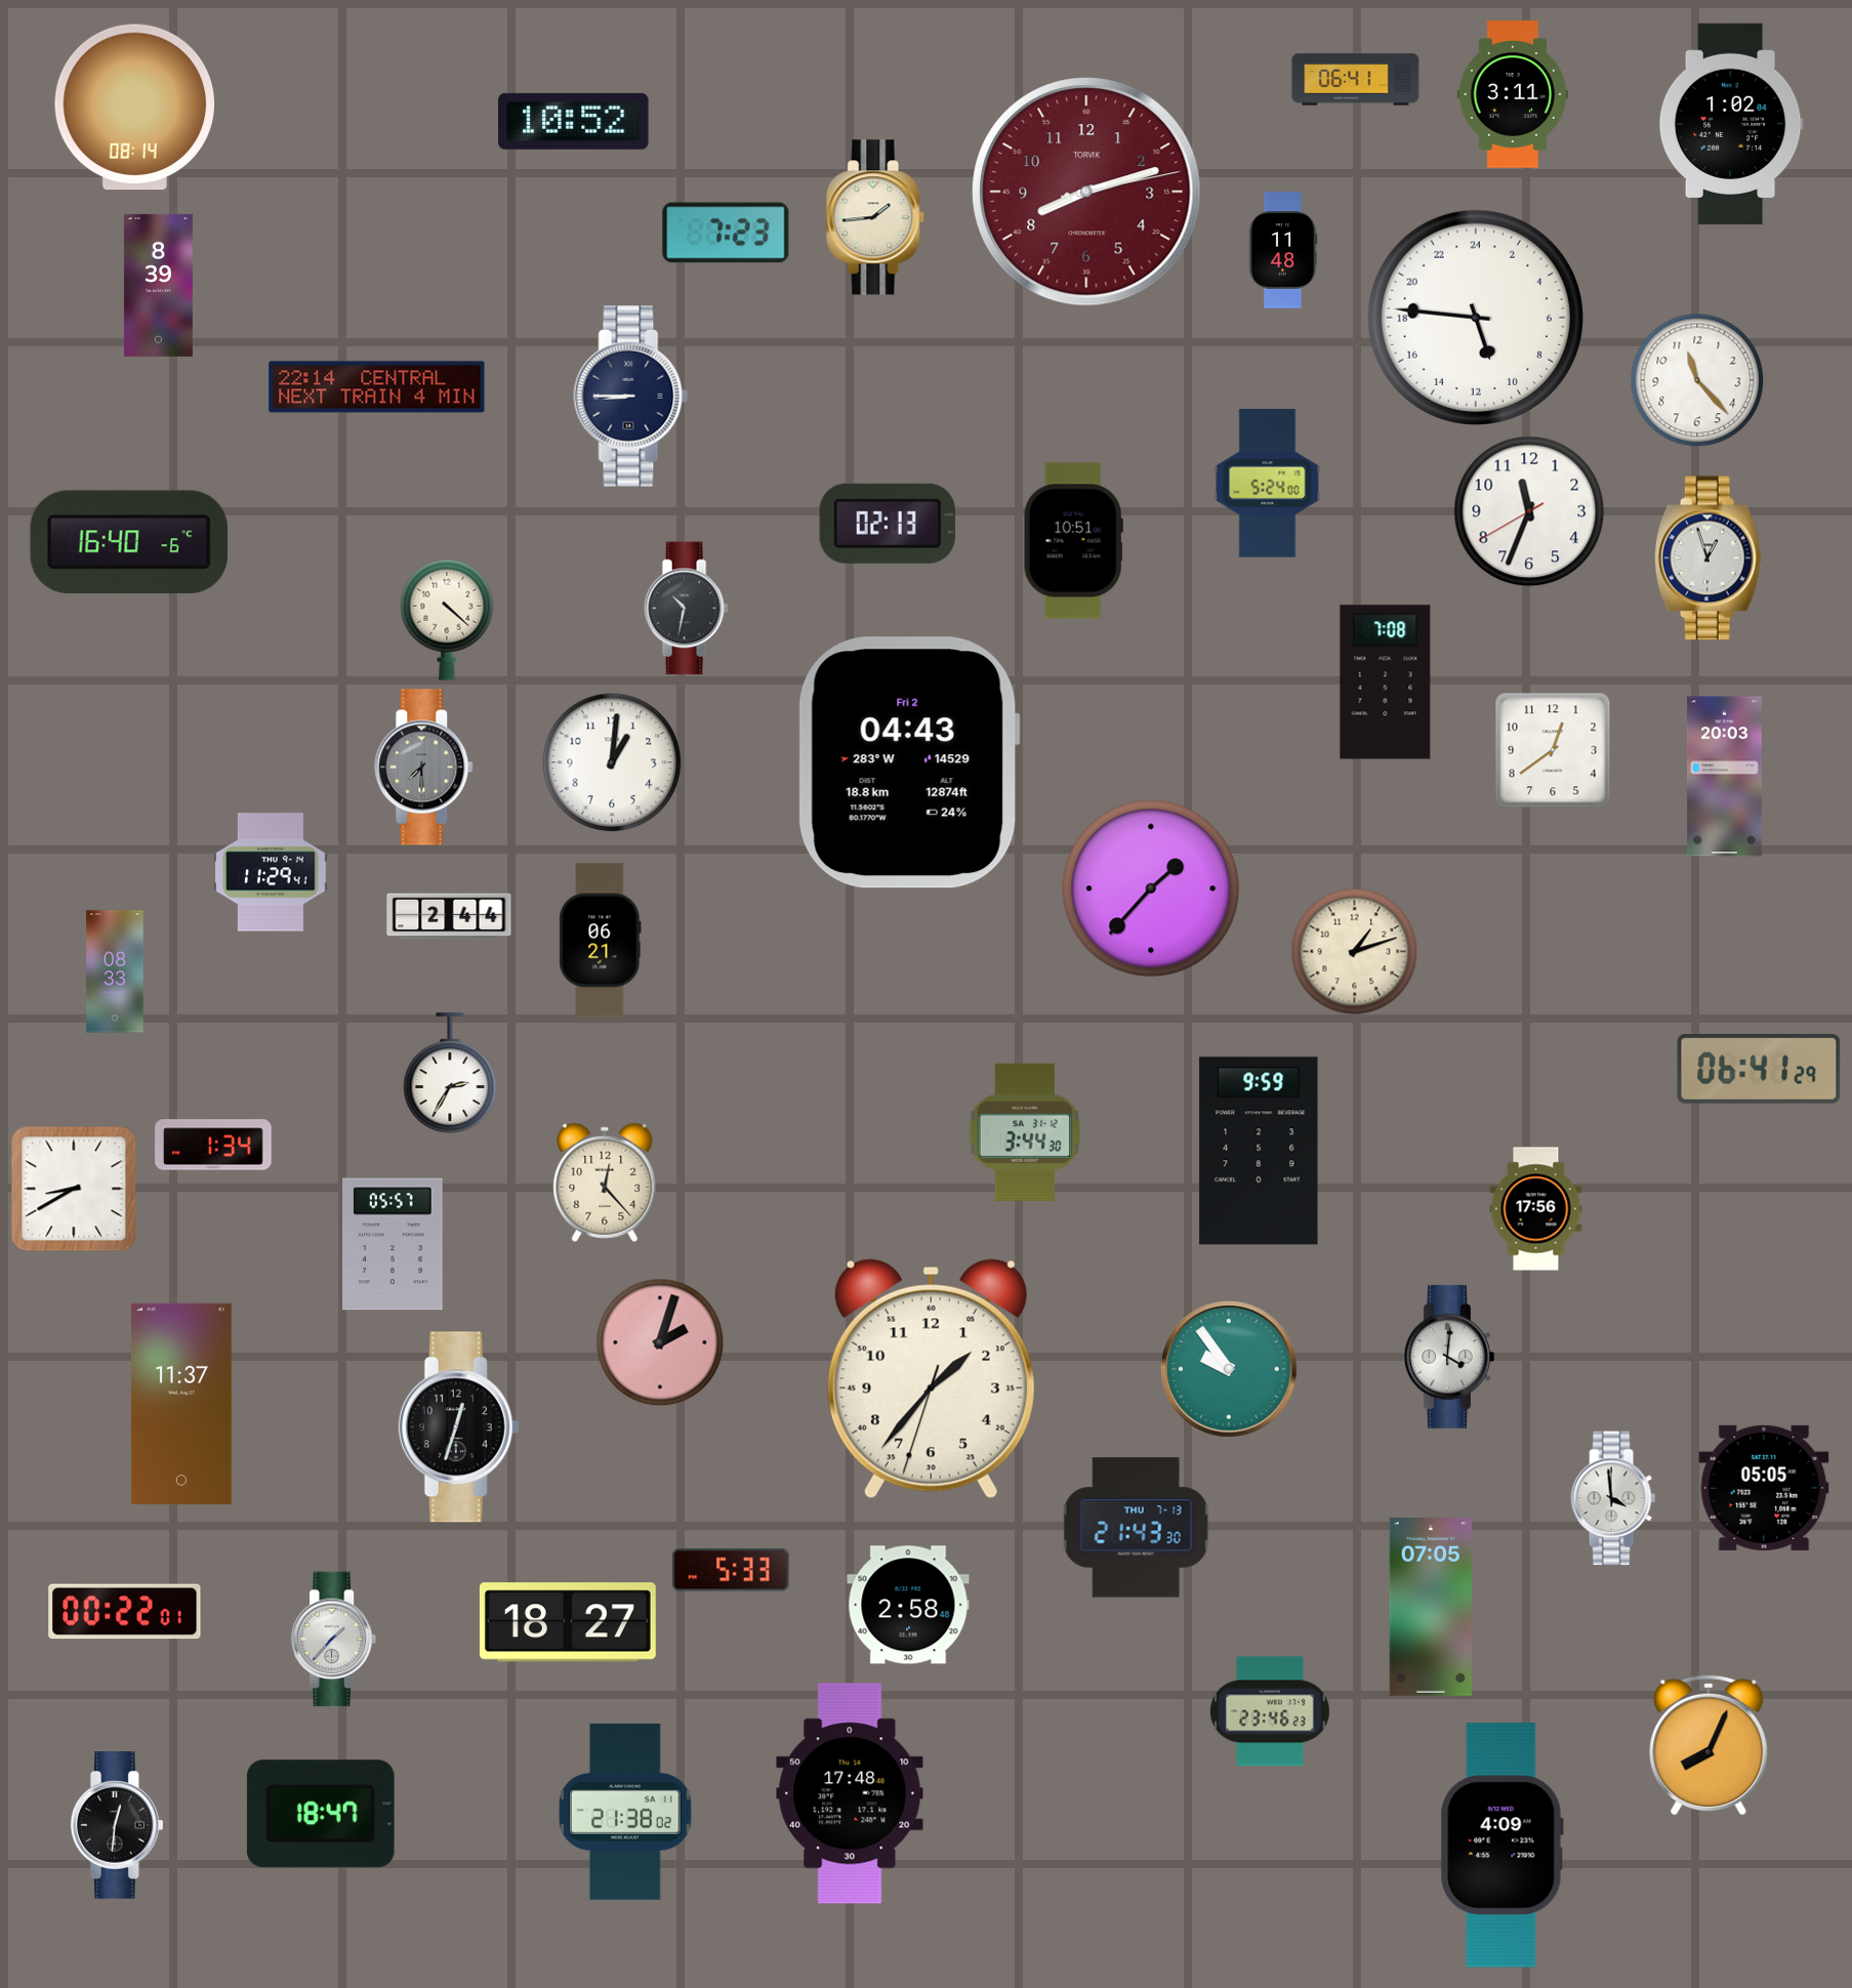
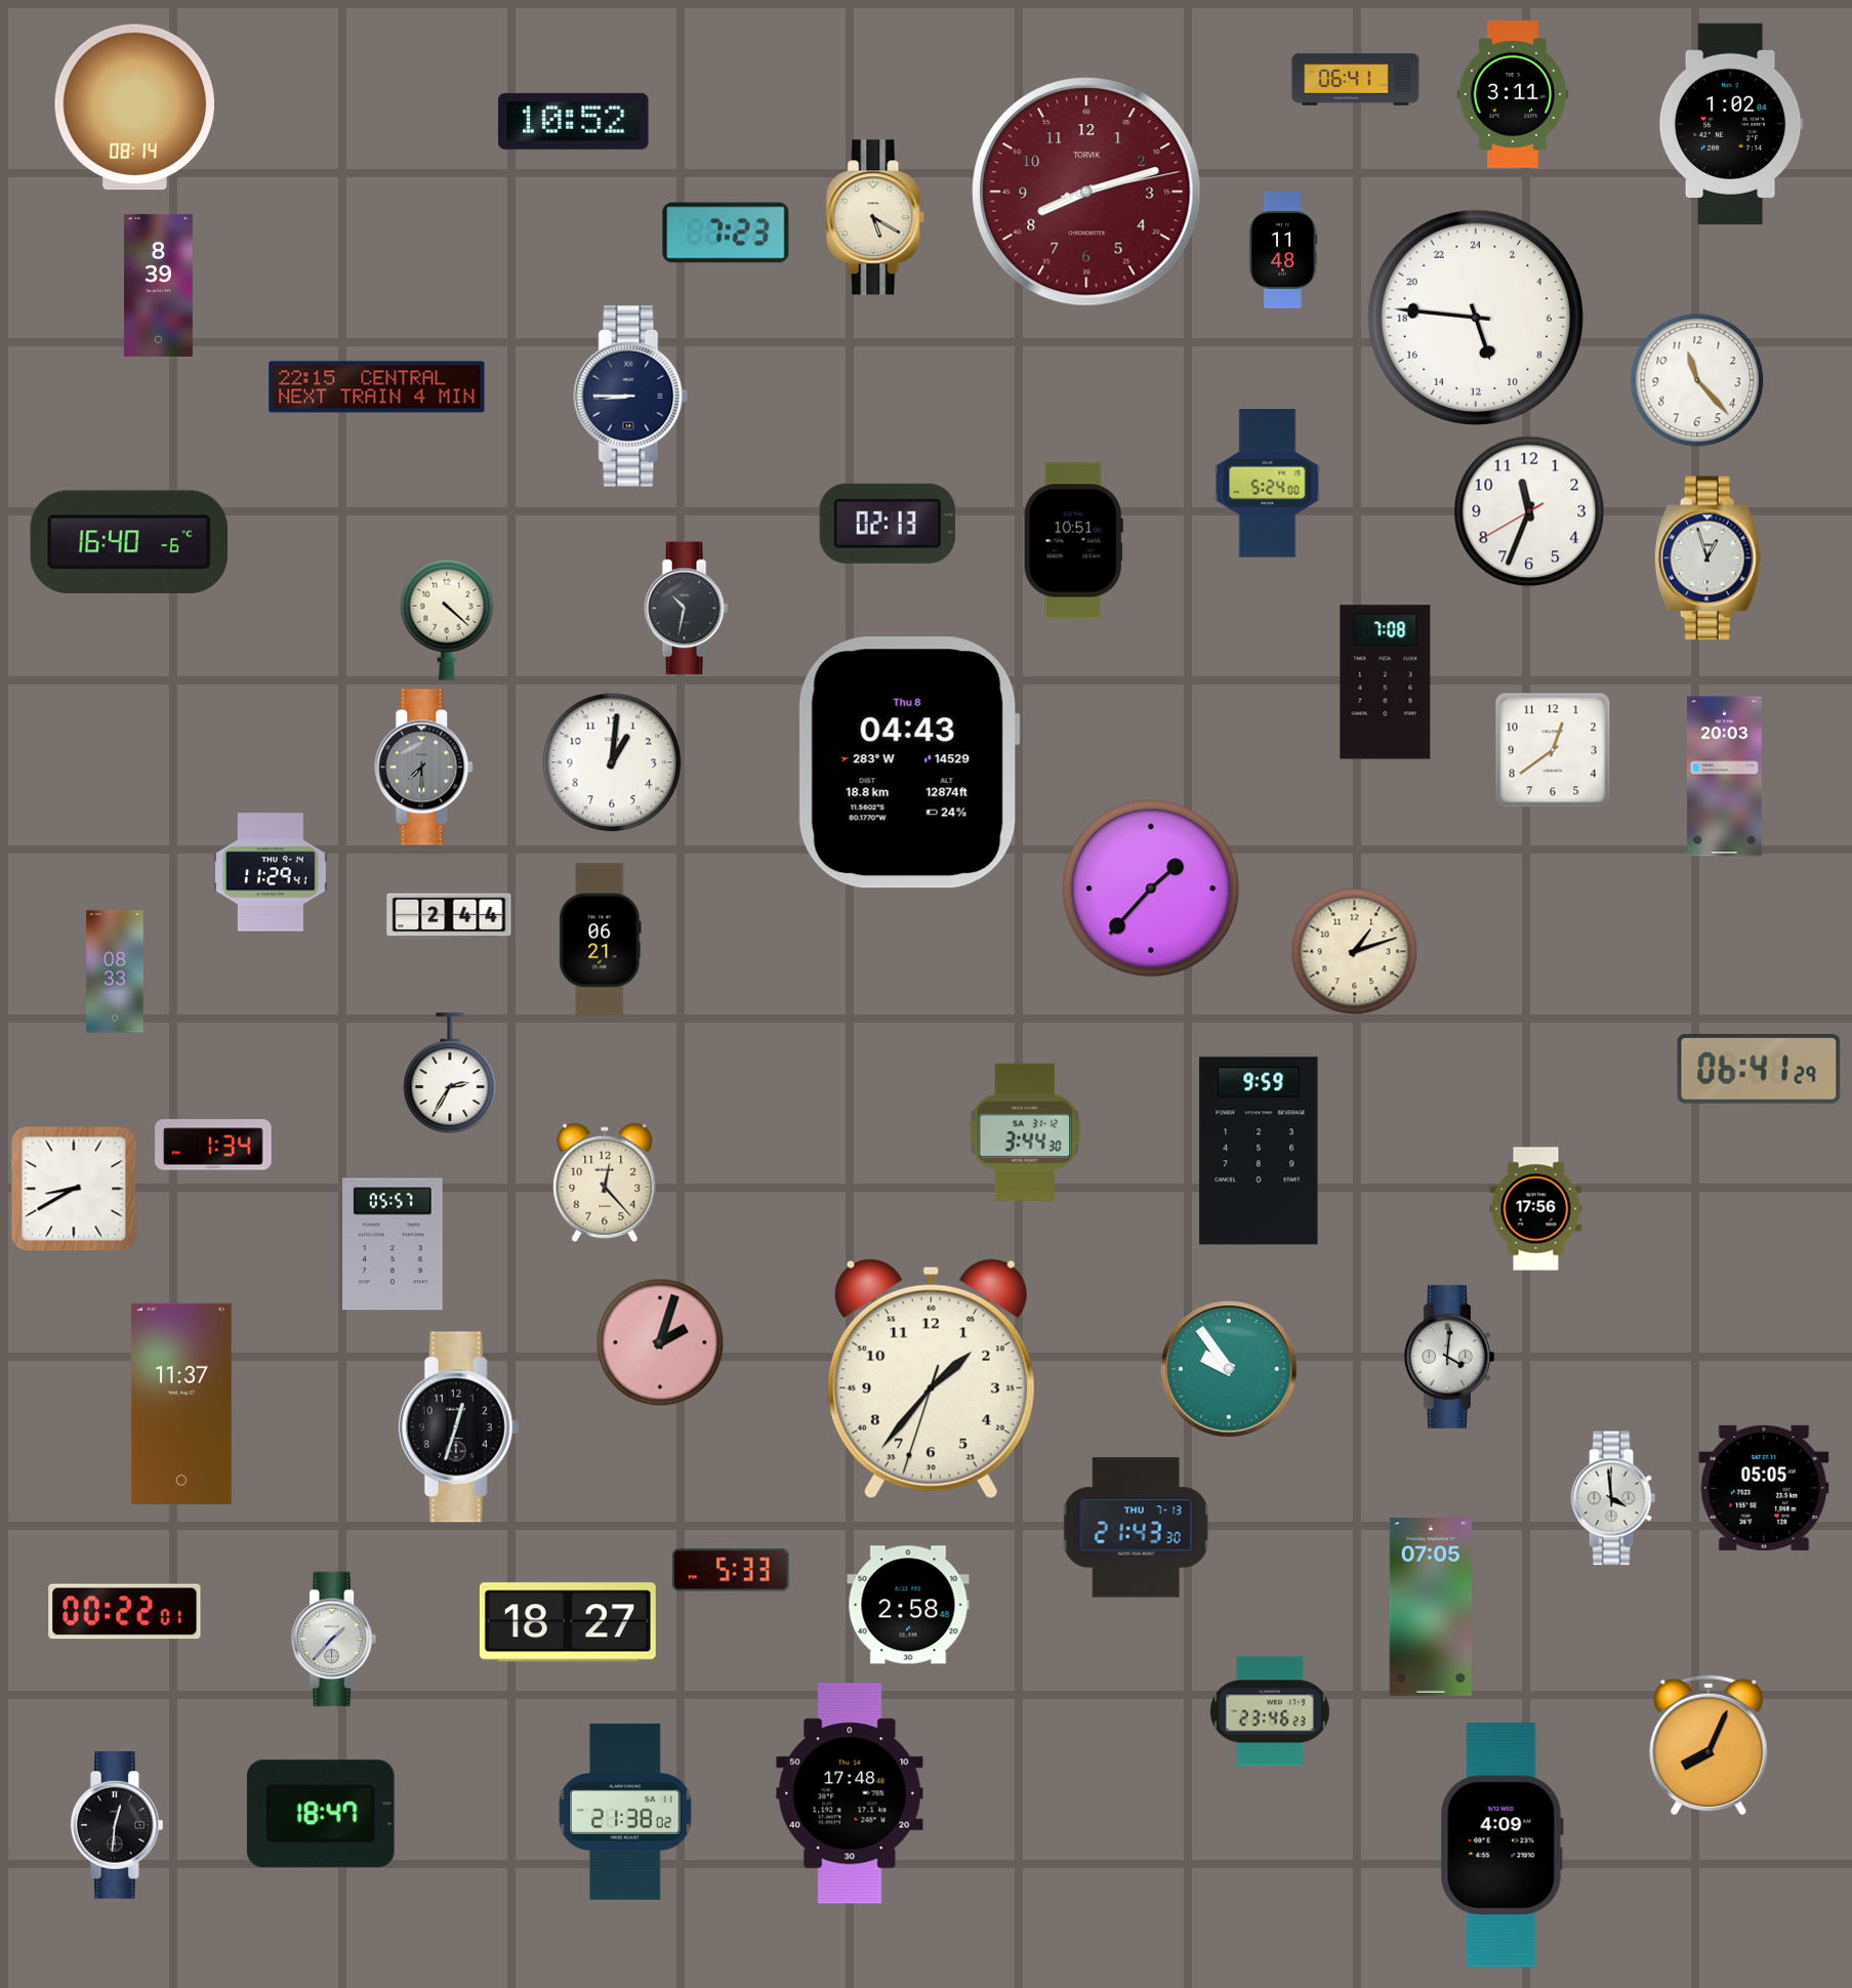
clock at (876, 217): 1:44 -> 5:20
clock at (377, 387): 22:14 -> 22:15
clock at (909, 762) date: Fri 2 -> Thu 8
